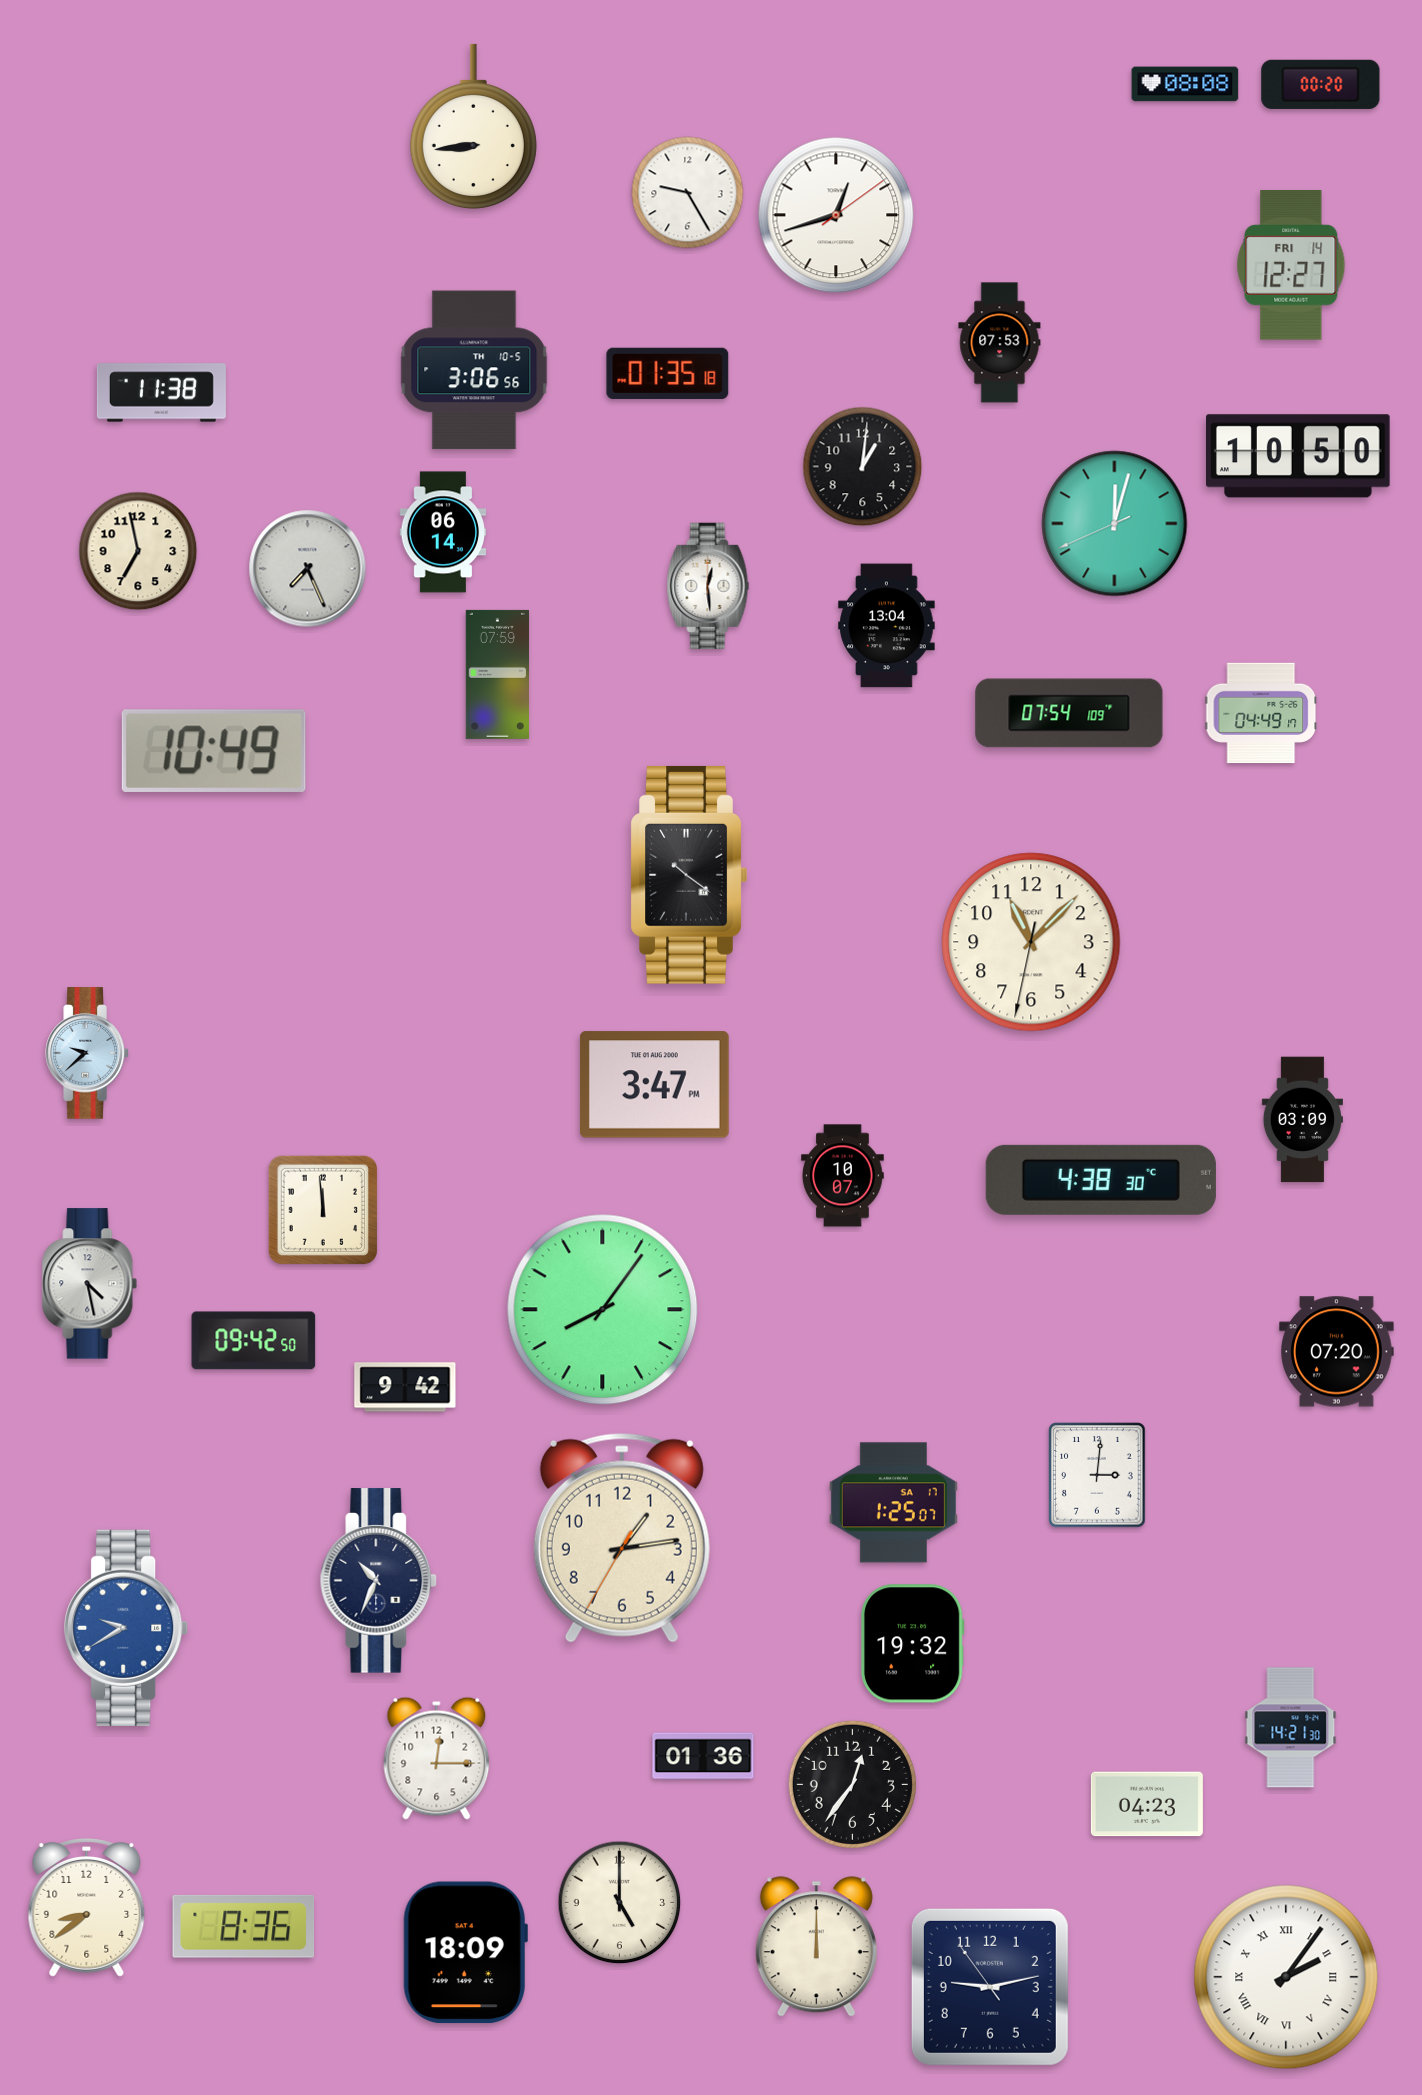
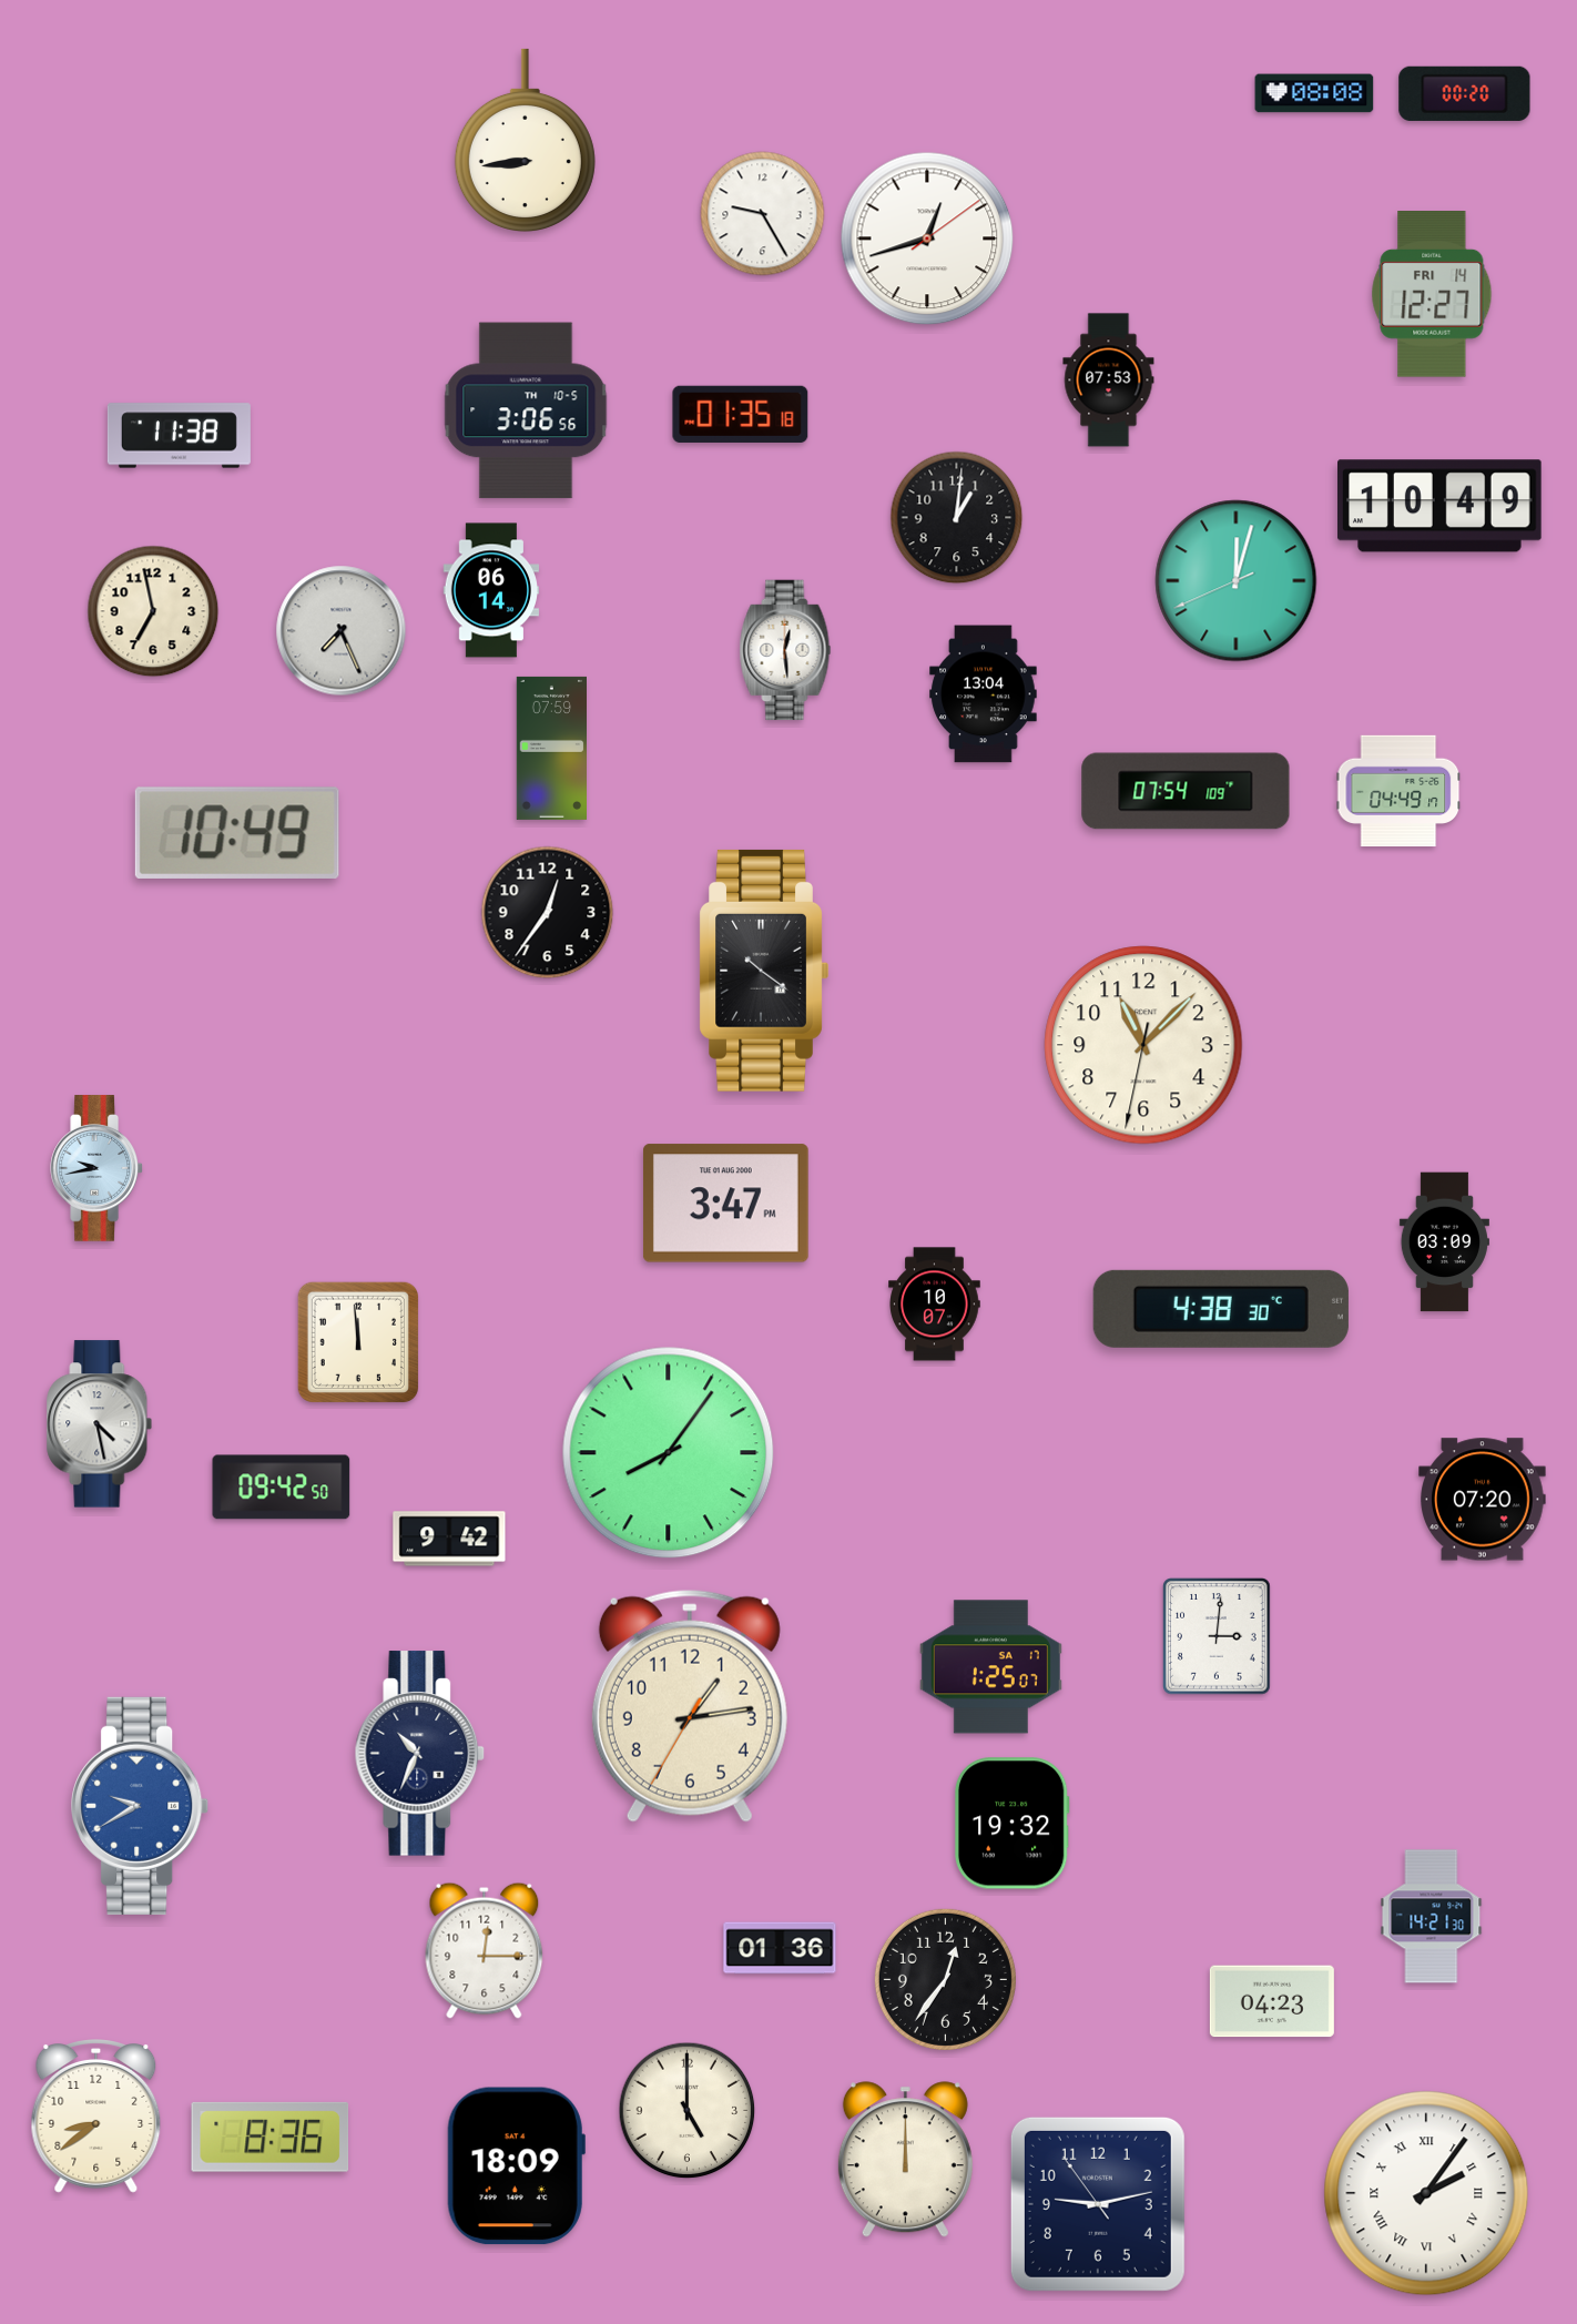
clock at (1299, 456): 10:50 -> 10:49
clock at (548, 913): none -> 12:36
clock at (87, 1053): 9:38 -> 9:43
